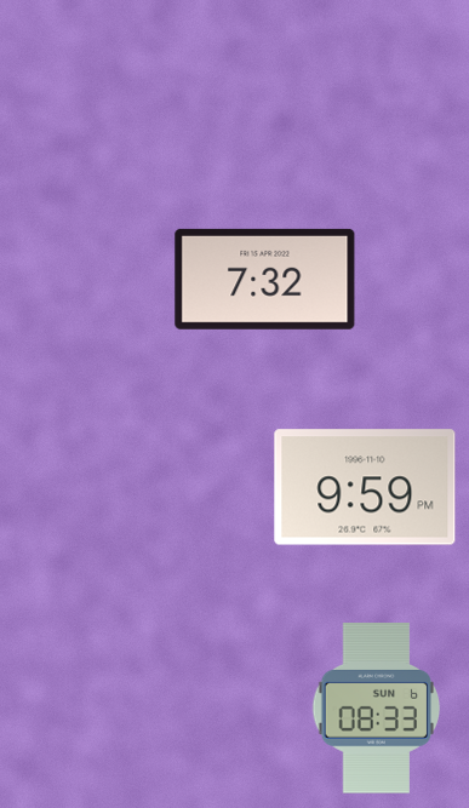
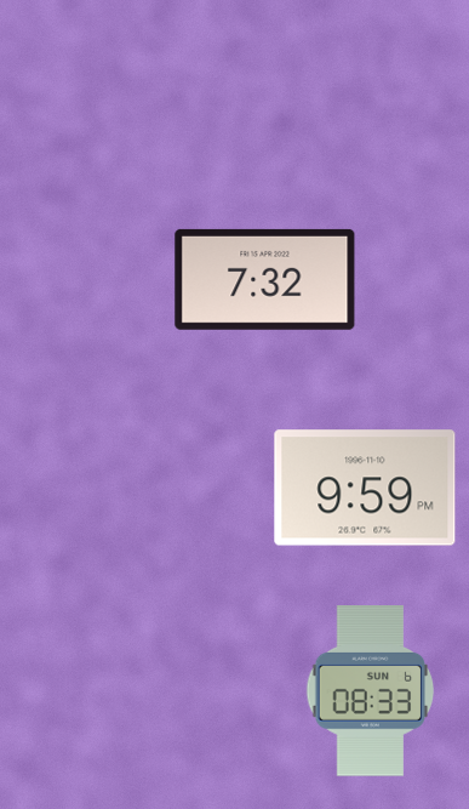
clock at (377, 709) position: (377, 709) -> (371, 691)
